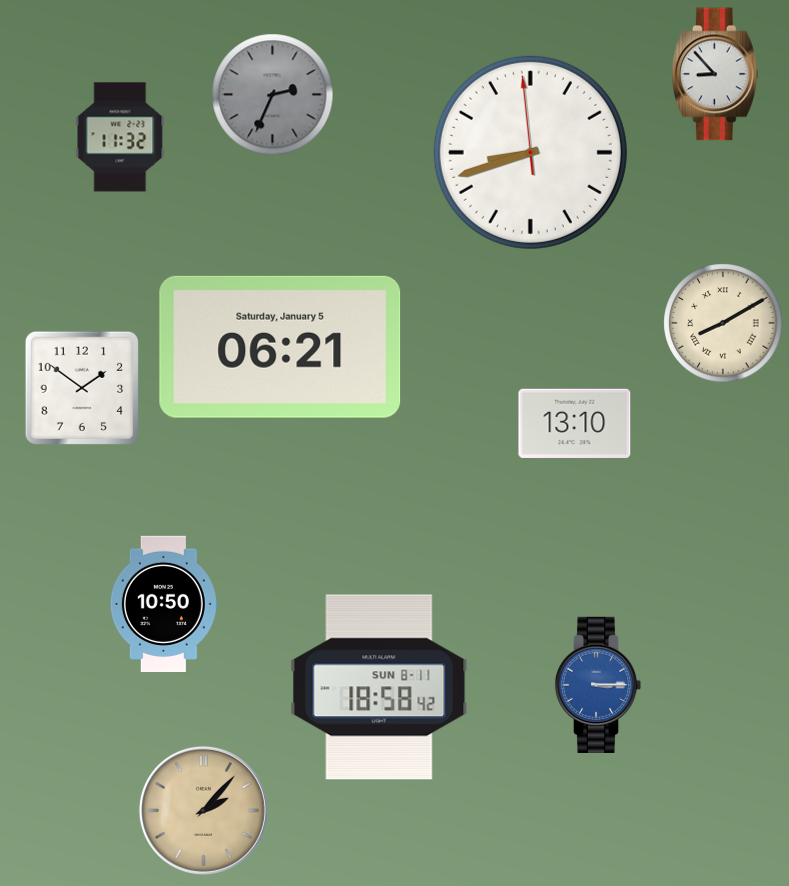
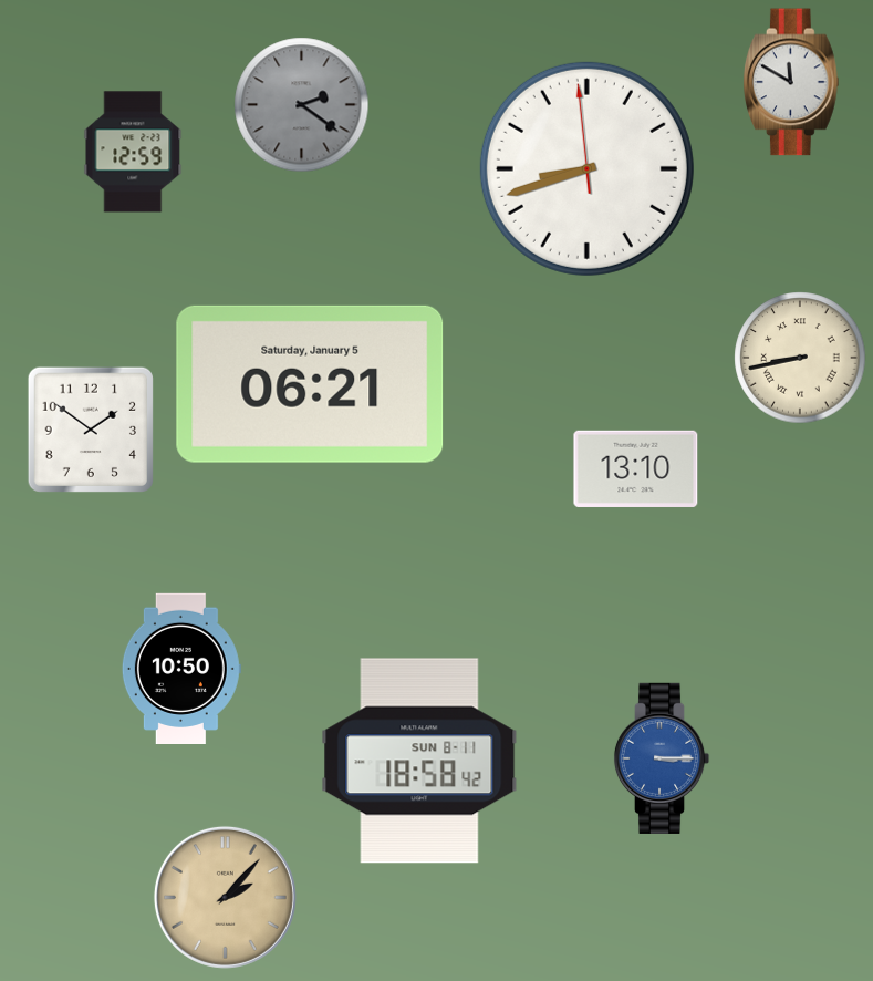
clock at (716, 74): 8:53 -> 11:50
clock at (273, 95): 2:34 -> 2:21
clock at (120, 137): 11:32 -> 12:59
clock at (723, 323): 8:10 -> 8:43
